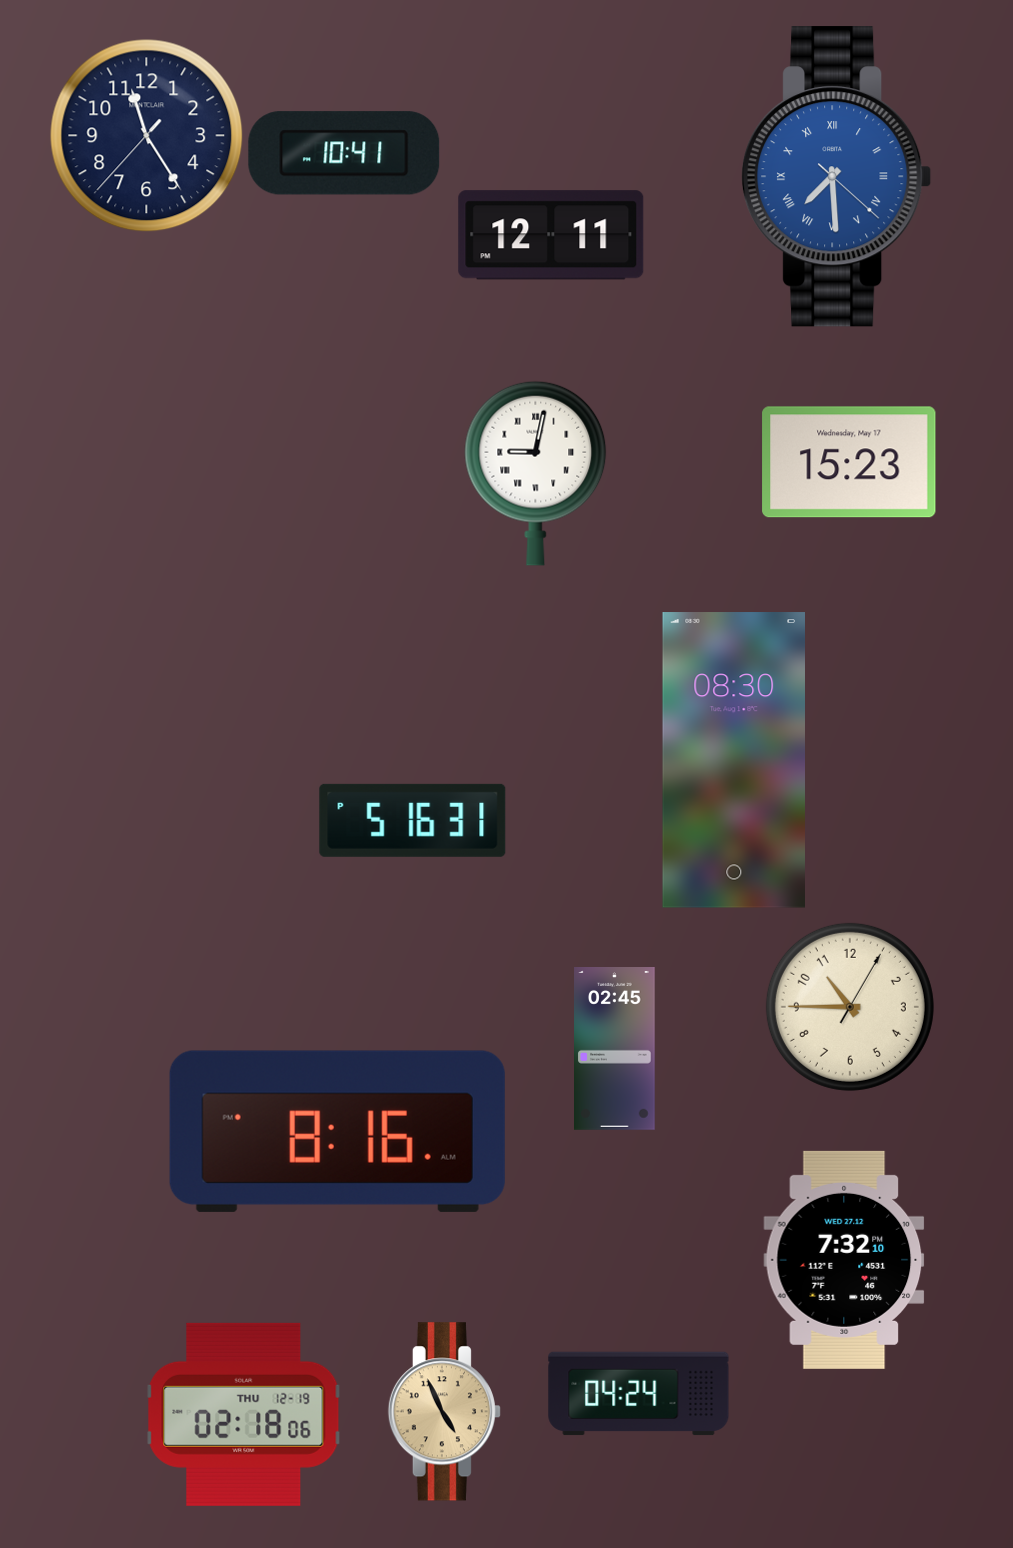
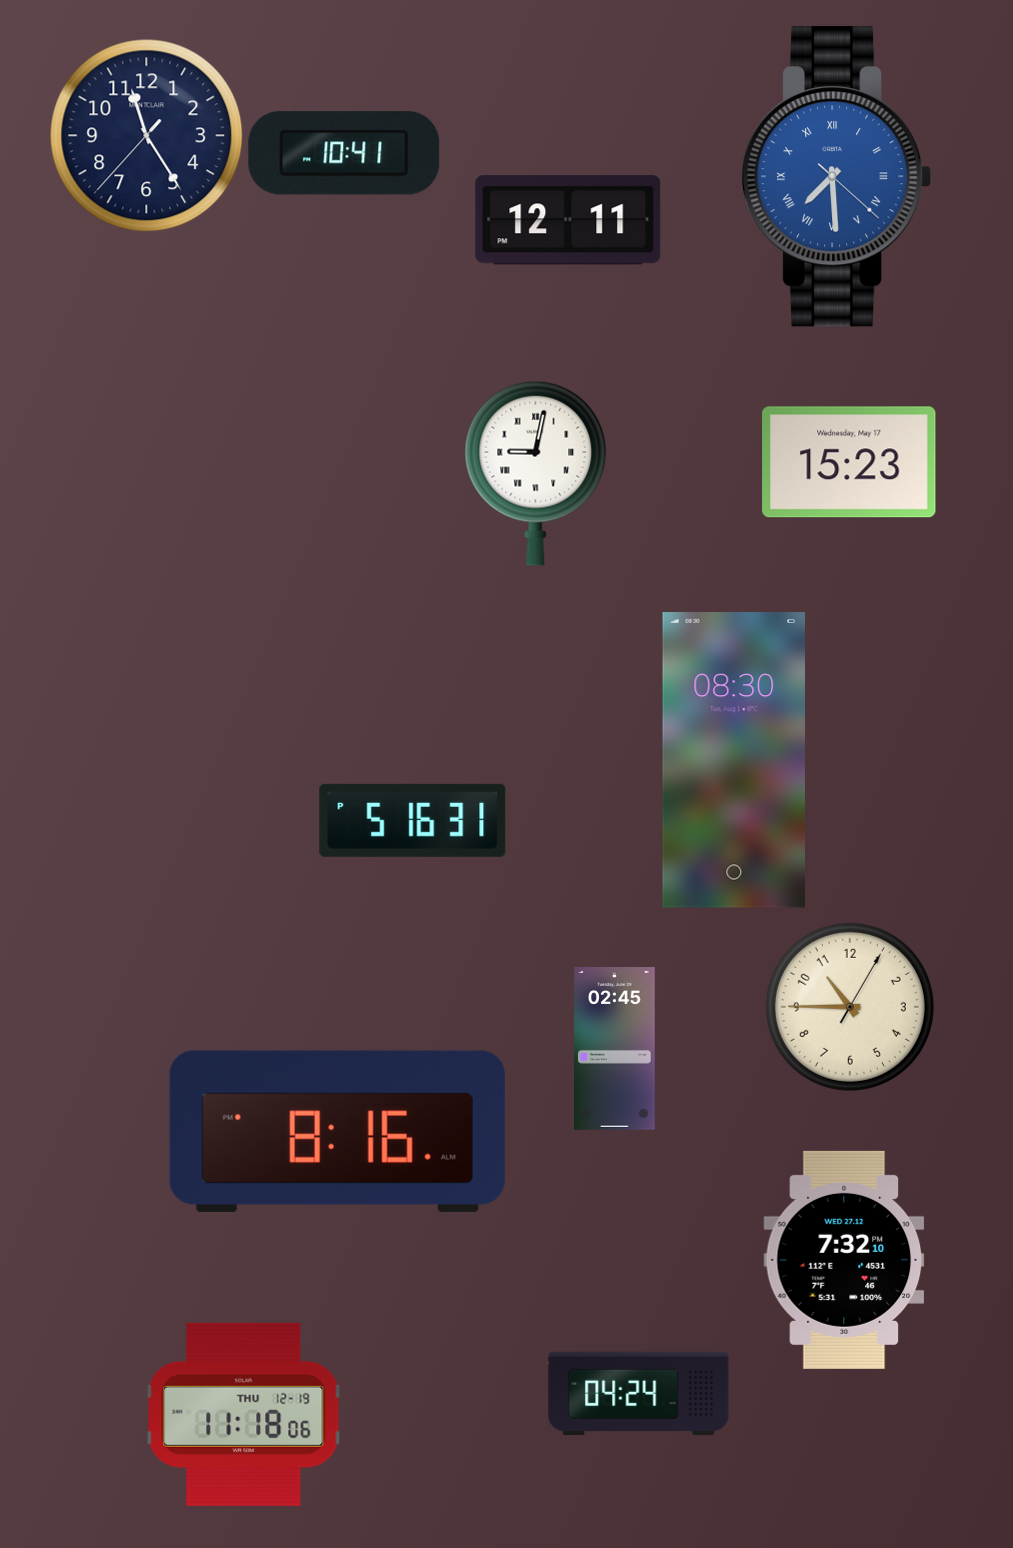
clock at (551, 235) position: (551, 235) -> (568, 220)
clock at (444, 1412): 4:56 -> none
clock at (244, 1414): 02:18 -> 11:18
